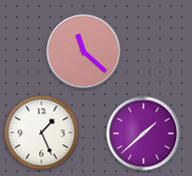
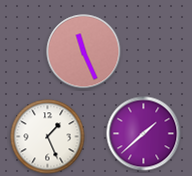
clock at (84, 52): 11:22 -> 11:26
clock at (42, 133) position: (42, 133) -> (48, 137)
